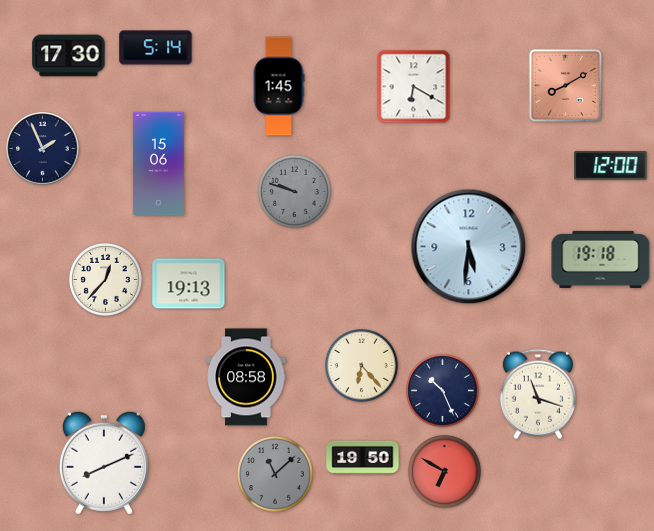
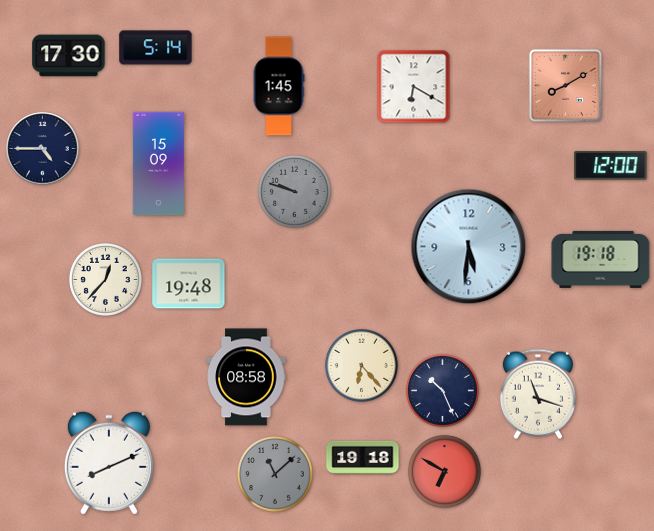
clock at (43, 149): 1:56 -> 4:45
clock at (158, 164): 15:06 -> 15:09
clock at (189, 284): 19:13 -> 19:48
clock at (363, 458): 19:50 -> 19:18
clock at (104, 463) position: (104, 463) -> (109, 463)
